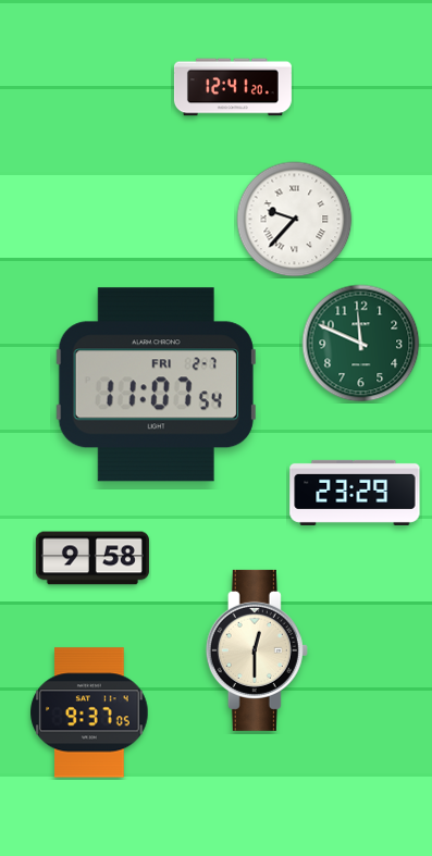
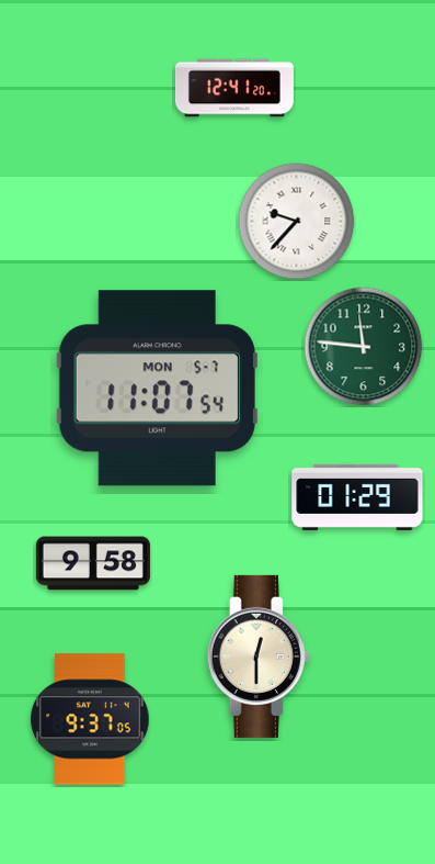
clock at (361, 344): 11:49 -> 11:46
clock at (156, 385) date: FRI 2-7 -> MON 5-7
clock at (355, 493): 23:29 -> 01:29
